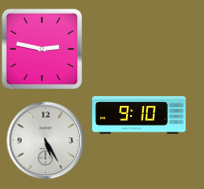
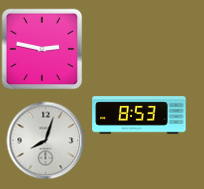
clock at (139, 115): 9:10 -> 8:53
clock at (45, 140): 5:25 -> 8:03
